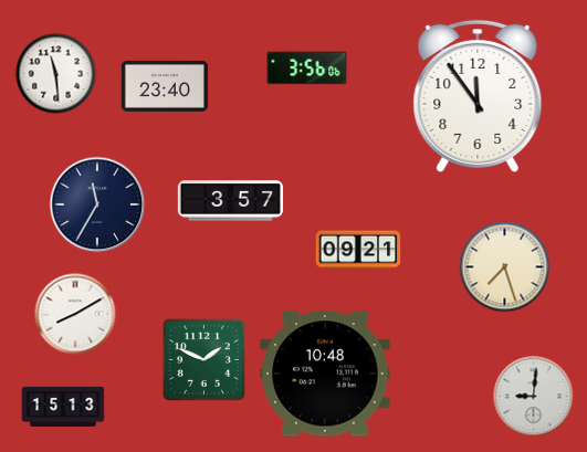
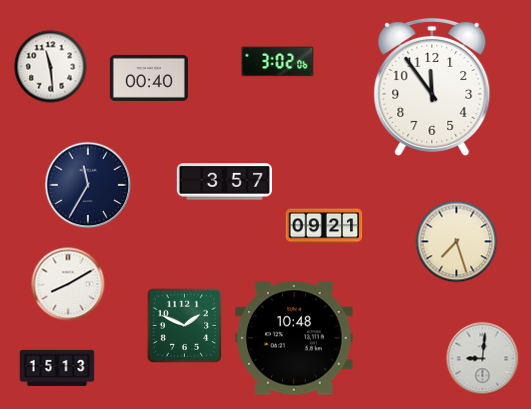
clock at (307, 69): 3:56 -> 3:02
clock at (165, 86): 23:40 -> 00:40
clock at (230, 201) position: (230, 201) -> (224, 182)
